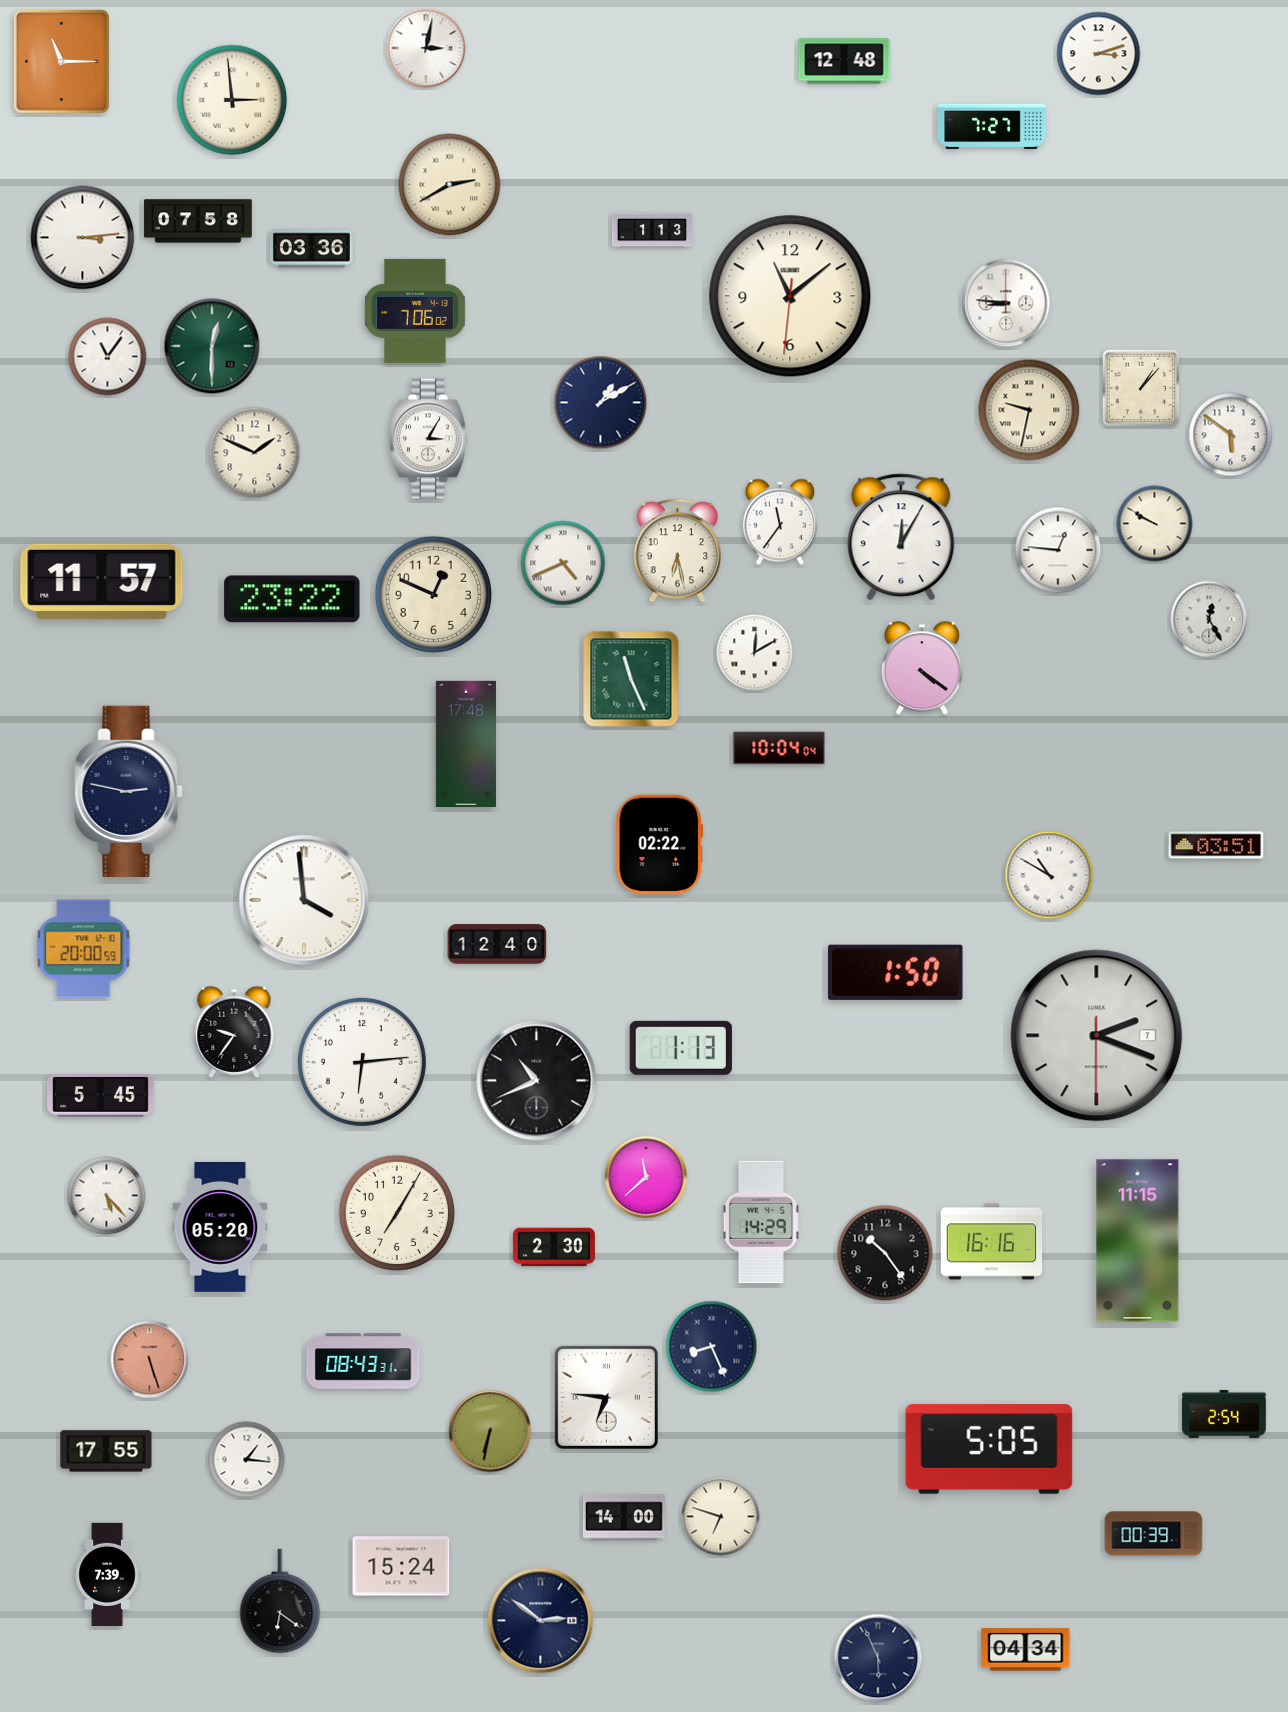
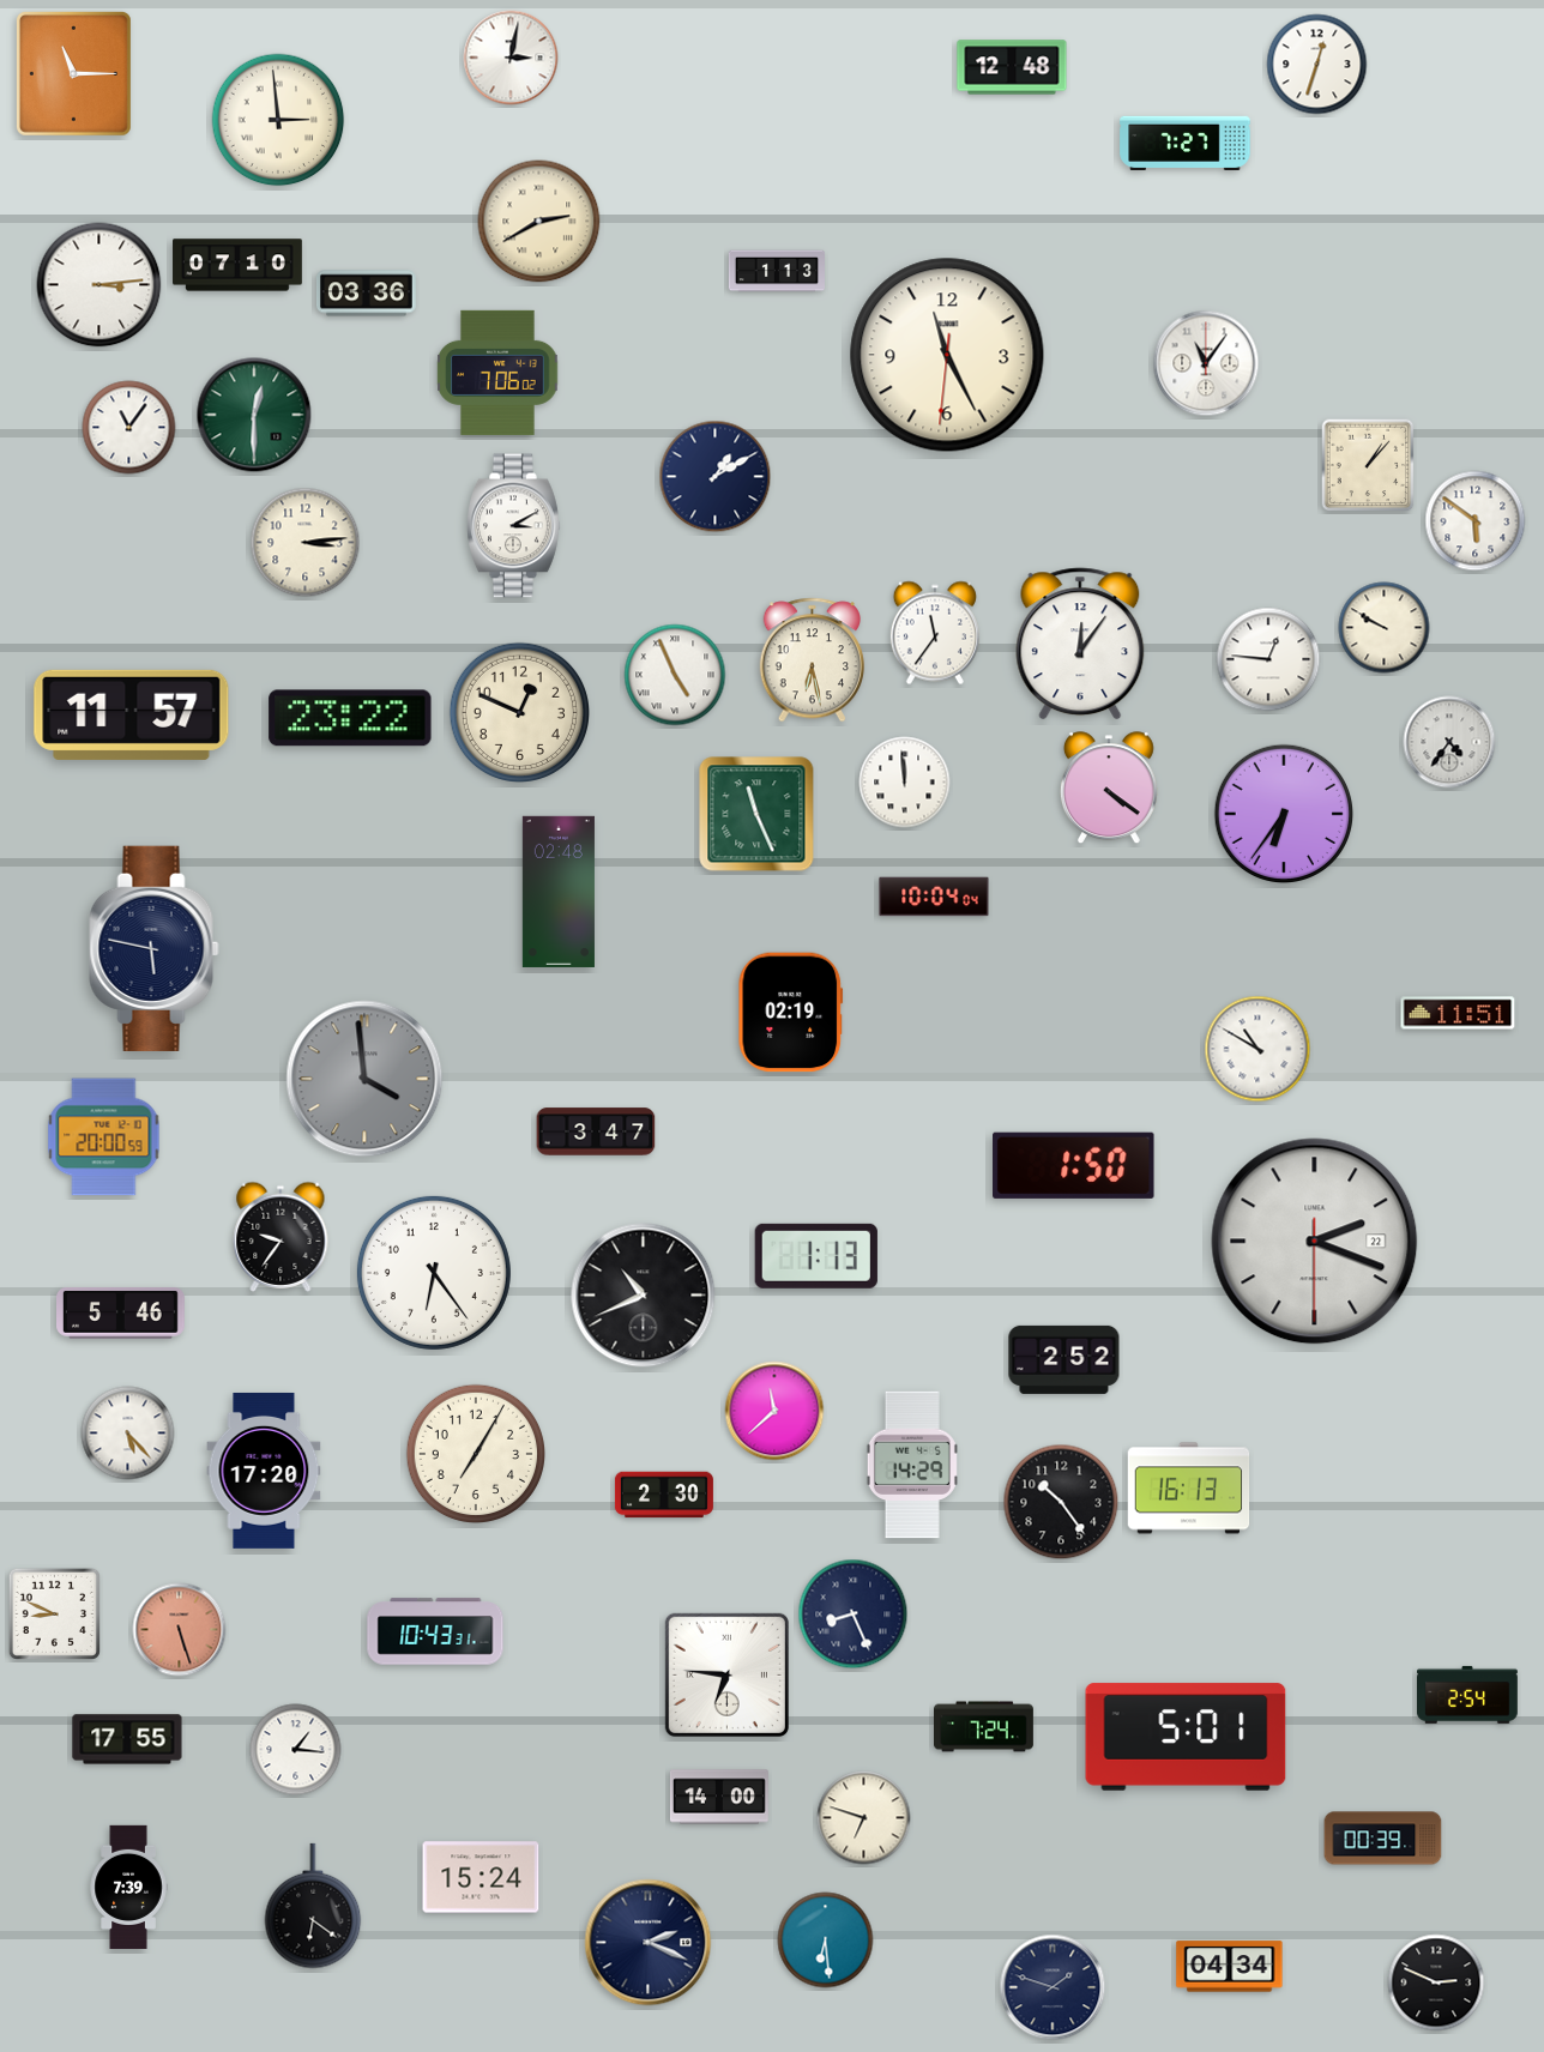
clock at (1099, 54): 3:12 -> 12:33
clock at (844, 61) position: (844, 61) -> (1012, 67)
clock at (992, 126) position: (992, 126) -> (1186, 143)
clock at (198, 221): 07:58 -> 07:10
clock at (651, 230) position: (651, 230) -> (776, 271)
clock at (311, 249) position: (311, 249) -> (366, 294)
clock at (790, 296): 11:08 -> 11:25
clock at (1006, 303): 8:46 -> 11:06
clock at (601, 403) position: (601, 403) -> (716, 477)
clock at (1029, 410): 9:32 -> none
clock at (429, 439): 3:05 -> 3:10
clock at (255, 453): 1:49 -> 3:14
clock at (780, 522) position: (780, 522) -> (935, 633)
clock at (901, 537): 12:05 -> 12:06
clock at (563, 563): 4:41 -> 4:56
clock at (102, 581) position: (102, 581) -> (132, 714)
clock at (1209, 619): 12:25 -> 4:36
clock at (755, 653): 12:10 -> 11:59
clock at (922, 669) position: (922, 669) -> (1109, 789)
clock at (1284, 814): none -> 6:36
clock at (466, 743): 17:48 -> 02:48
clock at (129, 791): 2:47 -> 5:47
clock at (660, 845): 02:22 -> 02:19
clock at (1216, 845): 03:51 -> 11:51
clock at (304, 900) dial: white -> grey
clock at (497, 944): 12:40 -> 3:47
clock at (84, 949) position: (84, 949) -> (104, 1137)
clock at (1097, 1036) date: 7 -> 22
clock at (362, 1062): 6:14 -> 6:24
clock at (101, 1096): 5:45 -> 5:46
clock at (1064, 1359): none -> 2:52
clock at (220, 1227): 05:20 -> 17:20
clock at (1138, 1241): 11:15 -> none
clock at (992, 1242): 16:16 -> 16:13
clock at (54, 1613): none -> 8:49
clock at (363, 1361): 08:43 -> 10:43
clock at (490, 1431): 6:32 -> none
clock at (984, 1727): none -> 7:24
clock at (989, 1449): 5:05 -> 5:01
clock at (624, 1517) position: (624, 1517) -> (719, 1797)
clock at (280, 1601) position: (280, 1601) -> (313, 1906)
clock at (826, 1941): none -> 6:29
clock at (541, 1621): 2:51 -> 2:19
clock at (1026, 1650) position: (1026, 1650) -> (1230, 1967)
clock at (1436, 1982): none -> 2:49
clock at (878, 1658): 5:56 -> 1:48
